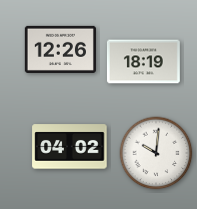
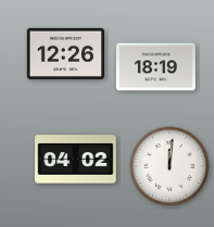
clock at (156, 153): 10:01 -> 12:01
